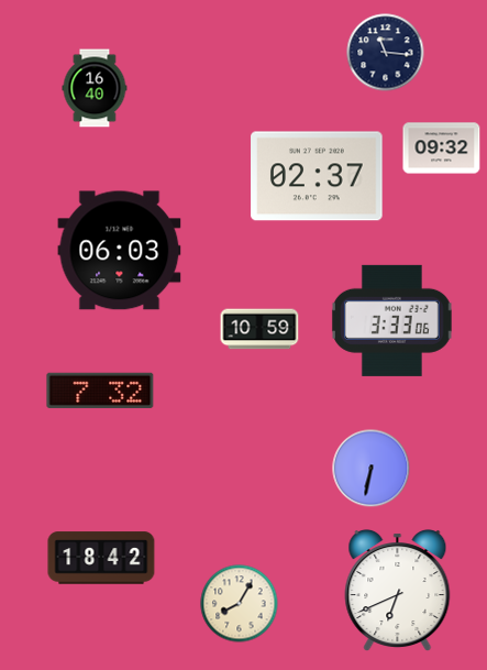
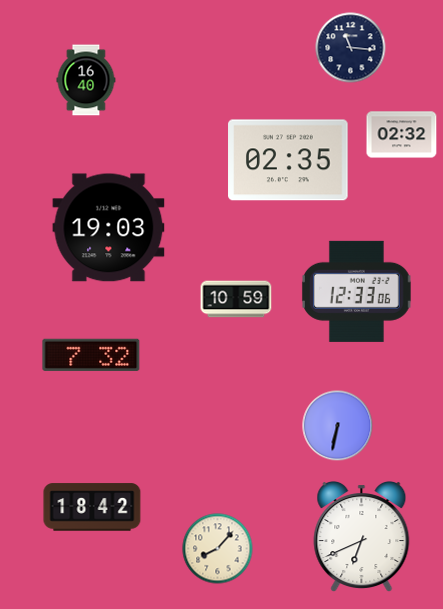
clock at (442, 149): 09:32 -> 02:32
clock at (317, 176): 02:37 -> 02:35
clock at (120, 251): 06:03 -> 19:03
clock at (391, 320): 3:33 -> 12:33
clock at (240, 604): 8:05 -> 8:07
